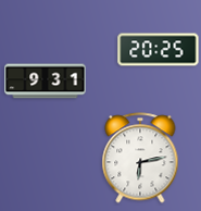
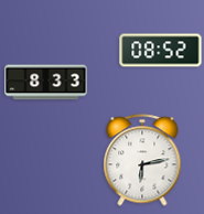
clock at (159, 50): 20:25 -> 08:52
clock at (46, 82): 9:31 -> 8:33
